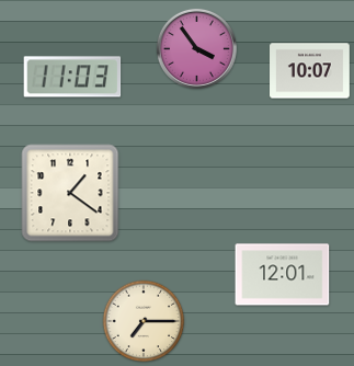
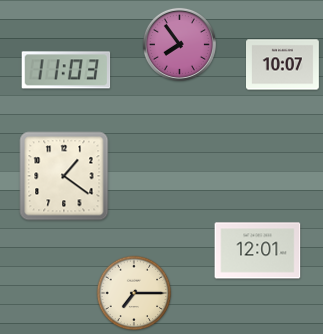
clock at (196, 48): 3:54 -> 7:54
clock at (144, 321) position: (144, 321) -> (134, 293)
